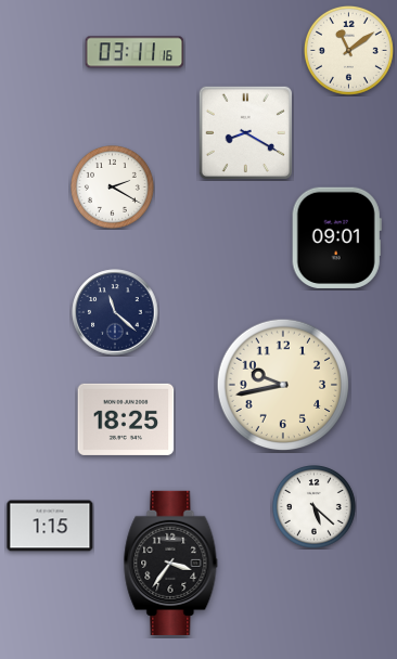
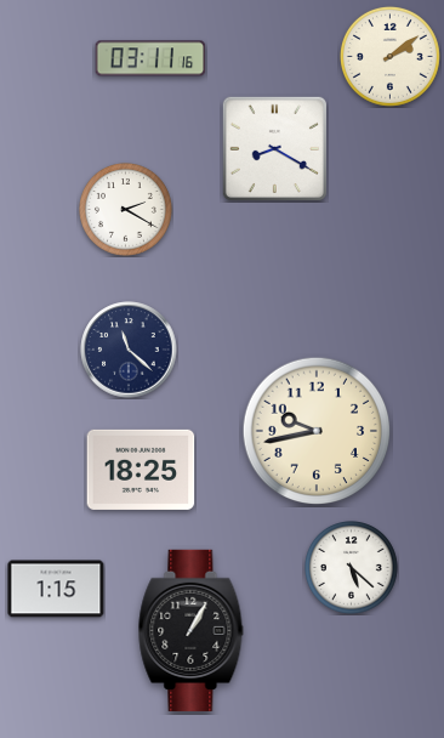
clock at (348, 50): 11:09 -> 2:09
clock at (336, 237): 09:01 -> none
clock at (171, 563): 3:36 -> 1:05
